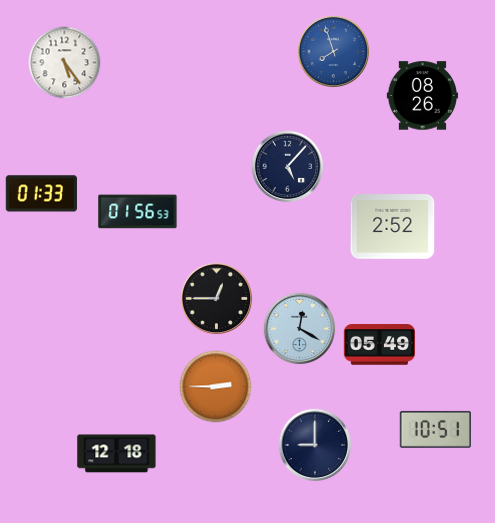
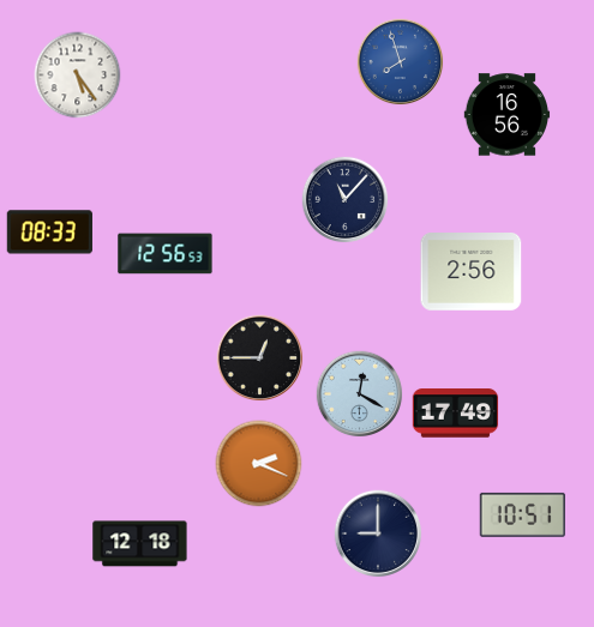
clock at (423, 96): 08:26 -> 16:56
clock at (288, 167): 5:07 -> 11:07
clock at (41, 194): 01:33 -> 08:33
clock at (138, 212): 01:56 -> 12:56
clock at (393, 227): 2:52 -> 2:56
clock at (380, 345): 05:49 -> 17:49
clock at (216, 387): 2:45 -> 2:19
